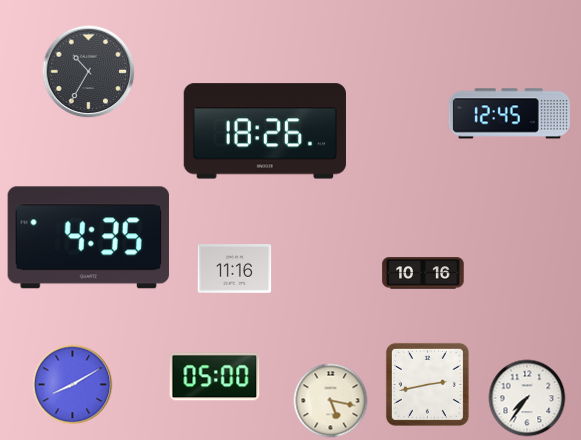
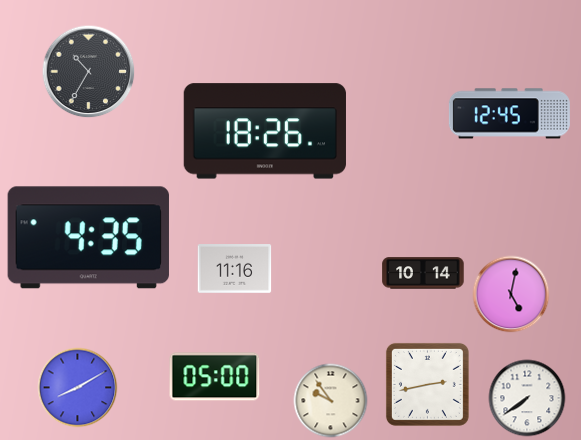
clock at (423, 273): 10:16 -> 10:14
clock at (511, 294): none -> 5:02
clock at (73, 385) position: (73, 385) -> (78, 388)
clock at (527, 398): 7:36 -> 7:39
clock at (331, 401): 5:17 -> 9:54
